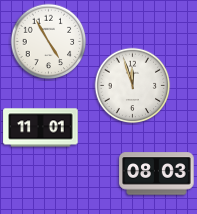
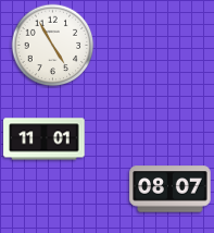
clock at (133, 86): 11:57 -> none
clock at (157, 174): 08:03 -> 08:07
